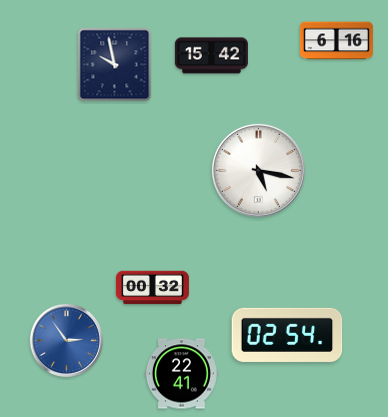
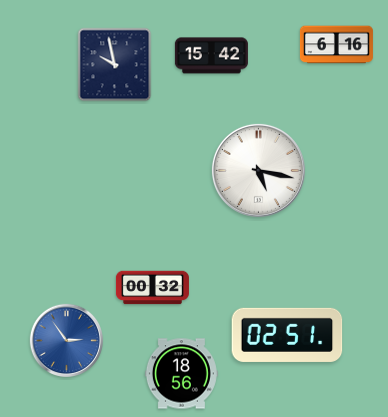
clock at (336, 41) position: (336, 41) -> (336, 45)
clock at (287, 335): 02:54 -> 02:51
clock at (181, 374): 22:41 -> 18:56
